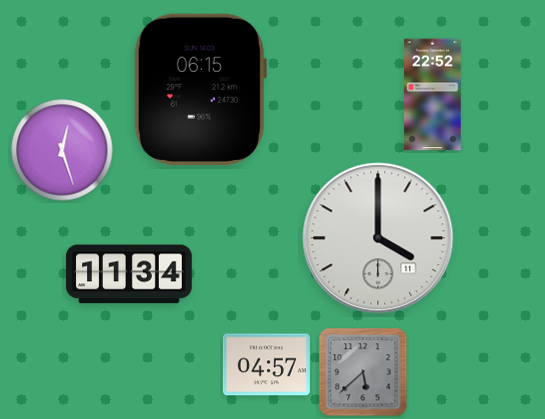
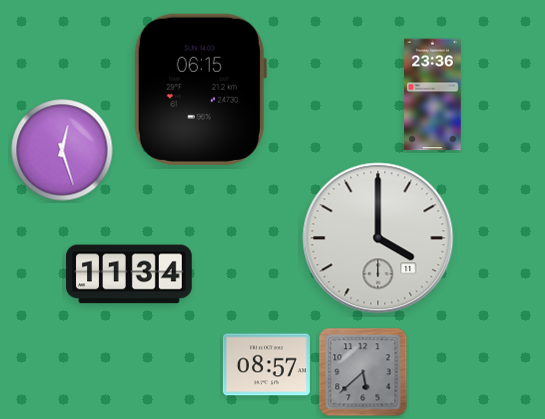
clock at (433, 95): 22:52 -> 23:36
clock at (266, 365): 04:57 -> 08:57
